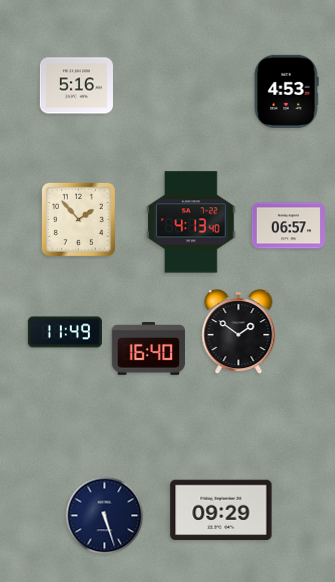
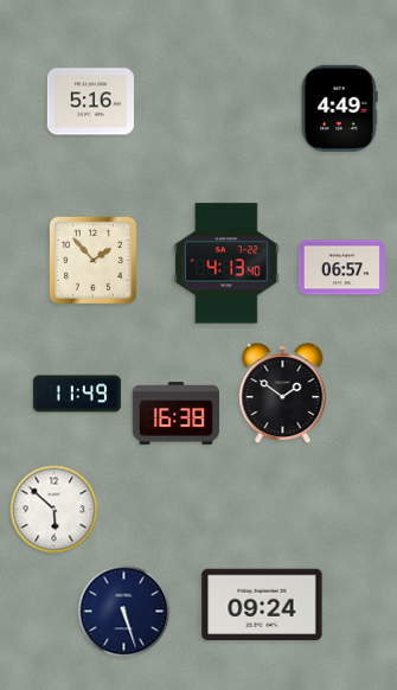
clock at (286, 91): 4:53 -> 4:49
clock at (148, 349): 16:40 -> 16:38
clock at (55, 510): none -> 5:52
clock at (221, 510): 09:29 -> 09:24
